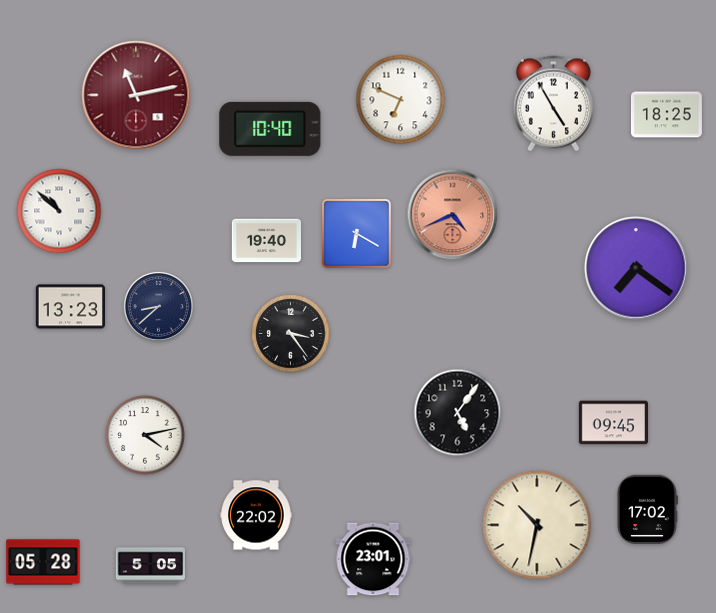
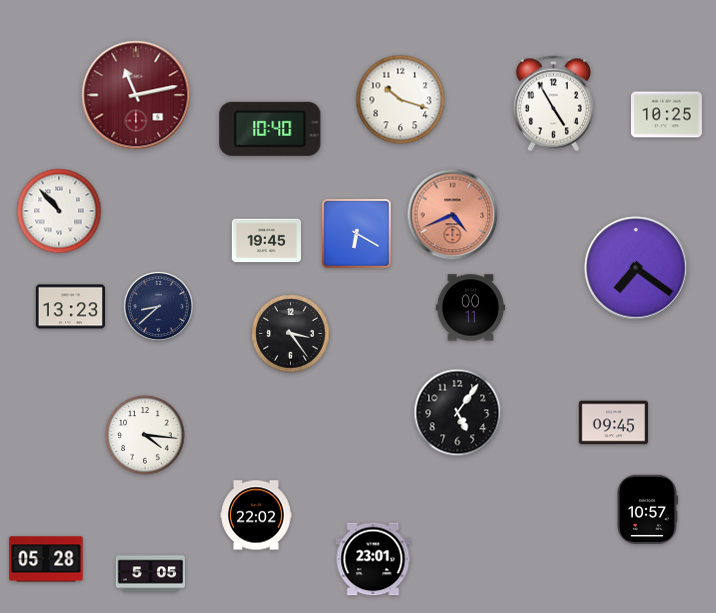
clock at (401, 100): 6:49 -> 10:18
clock at (666, 115): 18:25 -> 10:25
clock at (59, 211): 10:52 -> 10:53
clock at (266, 241): 19:40 -> 19:45
clock at (470, 308): none -> 00:11
clock at (145, 435): 4:13 -> 4:16
clock at (648, 509): 17:02 -> 10:57
clock at (537, 525): 10:32 -> none
clock at (43, 562) position: (43, 562) -> (46, 559)
clock at (150, 566) position: (150, 566) -> (150, 574)
